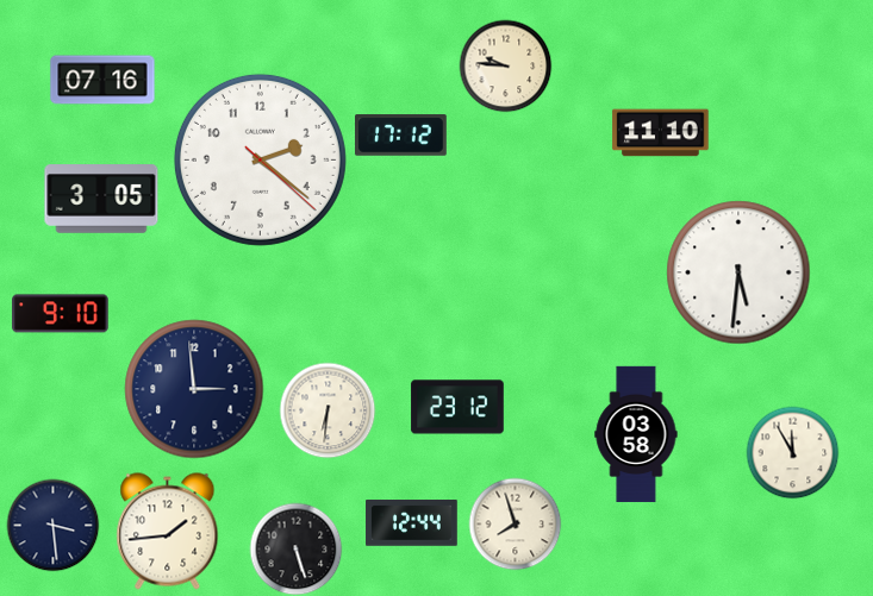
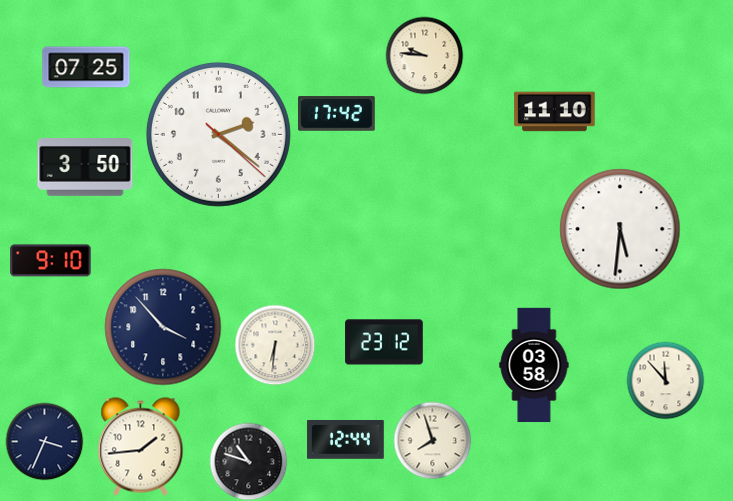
clock at (102, 80): 07:16 -> 07:25
clock at (401, 136): 17:12 -> 17:42
clock at (101, 199): 3:05 -> 3:50
clock at (61, 314) position: (61, 314) -> (51, 261)
clock at (194, 389): 2:59 -> 3:53
clock at (792, 452): 11:55 -> 11:53
clock at (52, 525): 3:29 -> 3:34
clock at (295, 548): 5:27 -> 10:48
